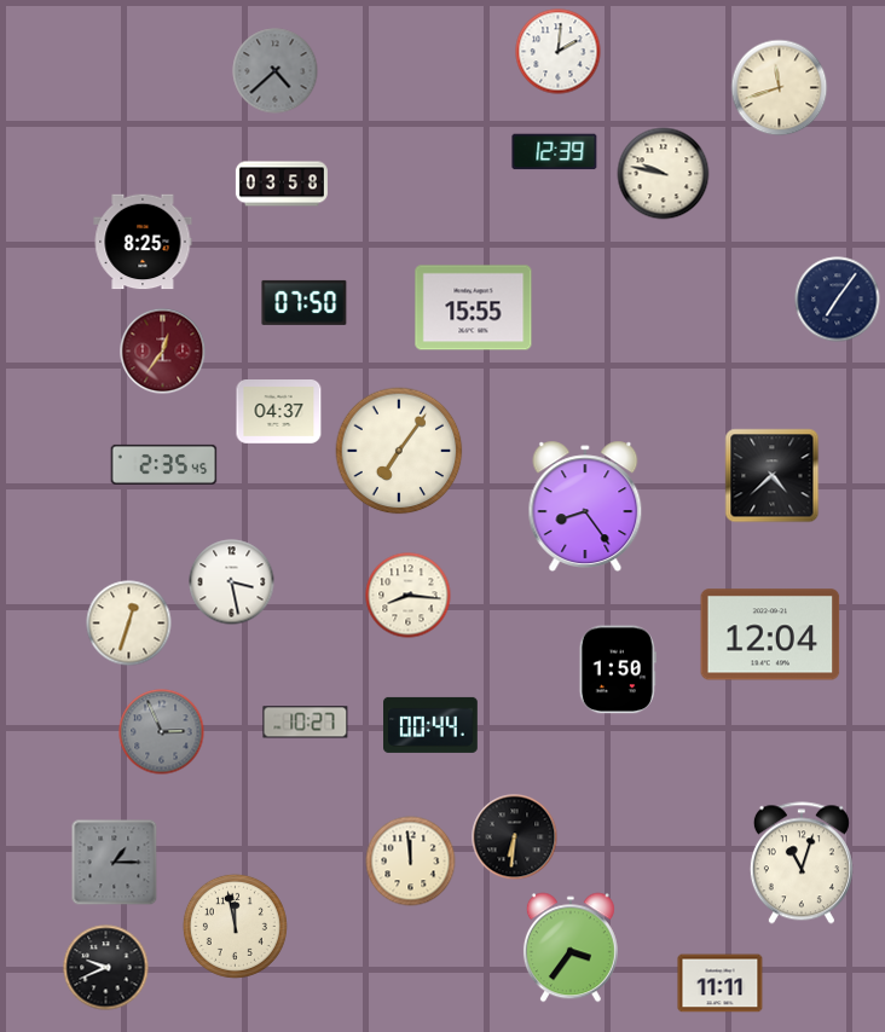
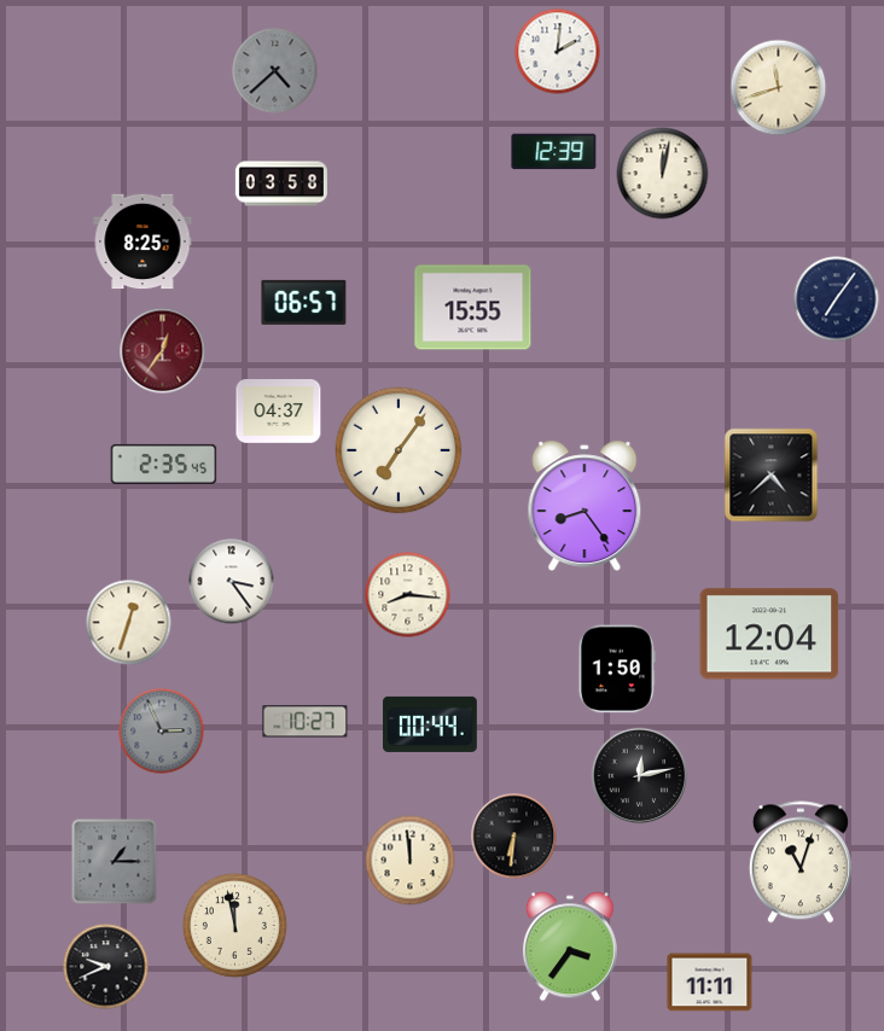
clock at (664, 174): 9:47 -> 12:02
clock at (305, 302): 07:50 -> 06:57
clock at (232, 582): 3:28 -> 3:24
clock at (640, 776): none -> 12:13
clock at (721, 984) position: (721, 984) -> (710, 983)
